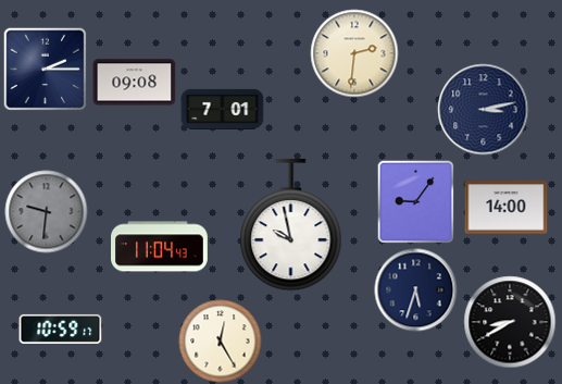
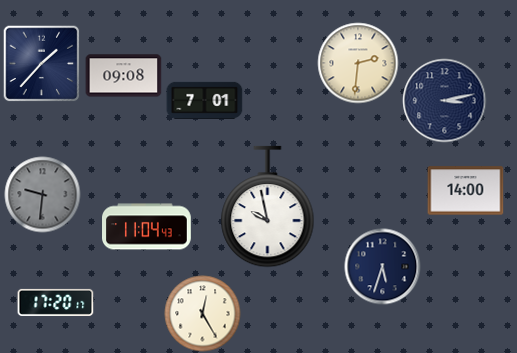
clock at (354, 53) position: (354, 53) -> (358, 63)
clock at (45, 69): 2:15 -> 1:37
clock at (416, 201): 9:06 -> none
clock at (510, 322): 8:40 -> none
clock at (61, 329): 10:59 -> 17:20
